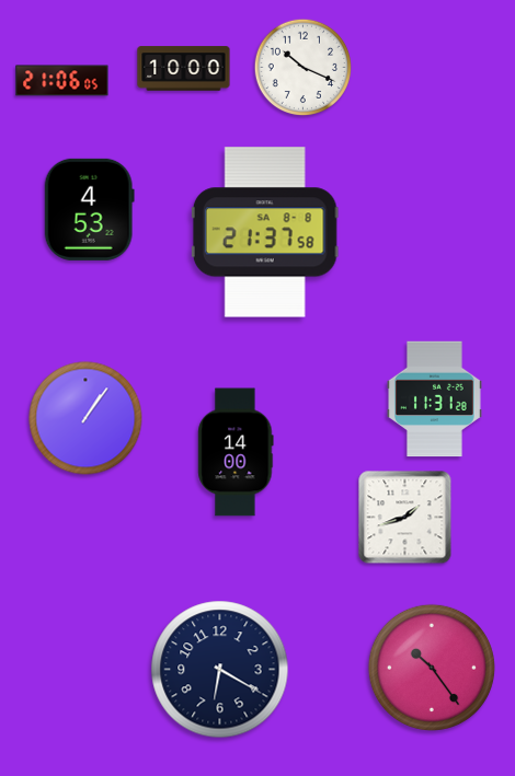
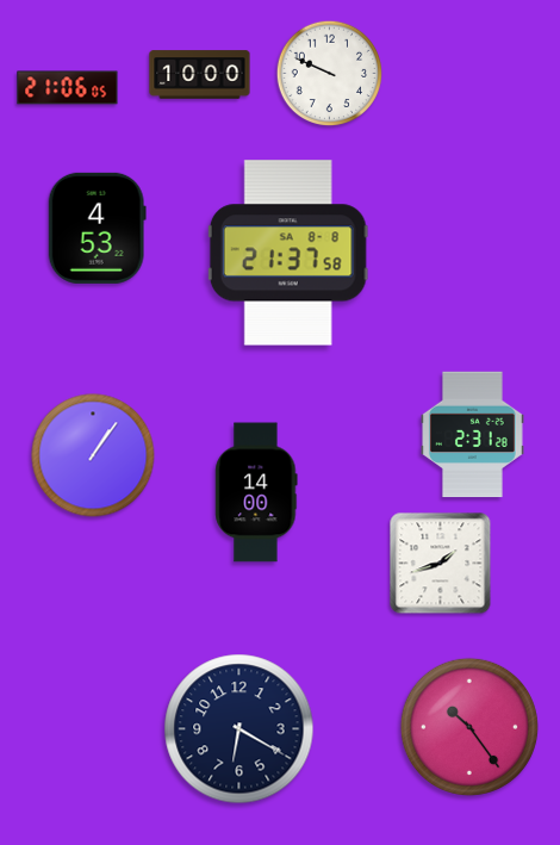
clock at (304, 68): 10:19 -> 9:49
clock at (435, 399): 11:31 -> 2:31
